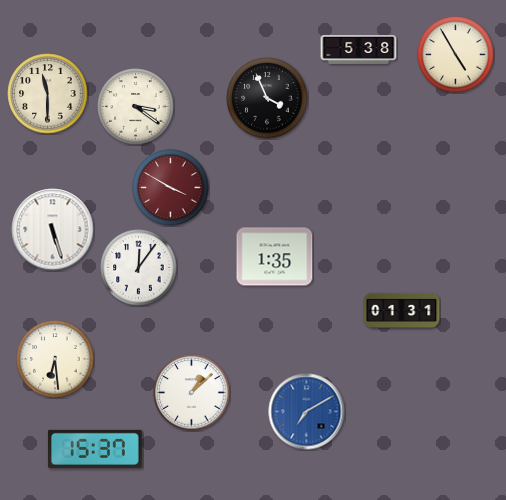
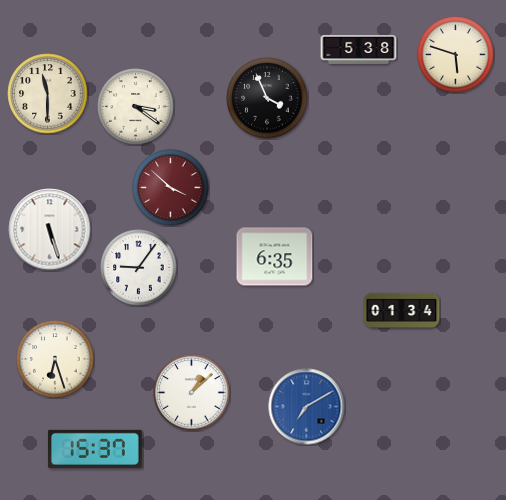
clock at (456, 55): 4:55 -> 5:48
clock at (171, 188): 3:50 -> 3:52
clock at (53, 230) position: (53, 230) -> (50, 230)
clock at (275, 257): 1:35 -> 6:35
clock at (139, 268): 12:06 -> 9:06
clock at (402, 310): 01:31 -> 01:34
clock at (55, 359): 6:29 -> 6:27
clock at (307, 412) position: (307, 412) -> (307, 407)
